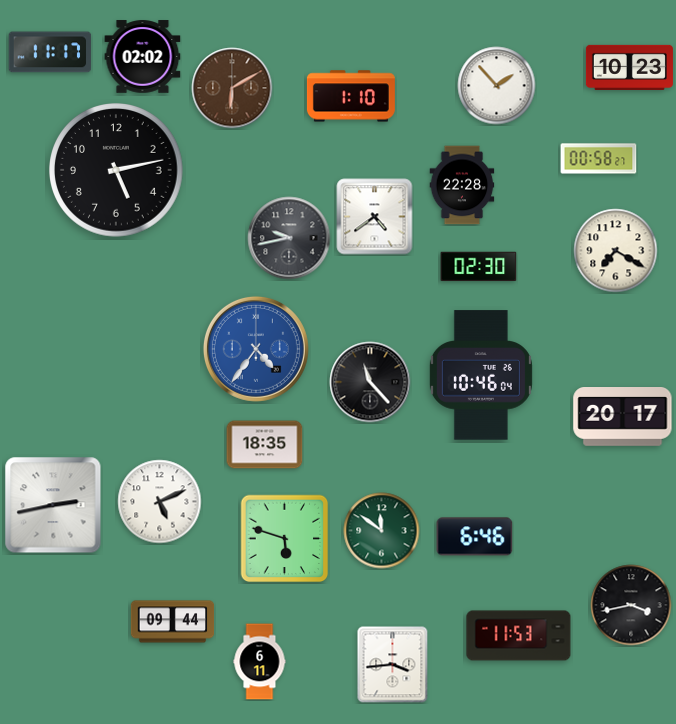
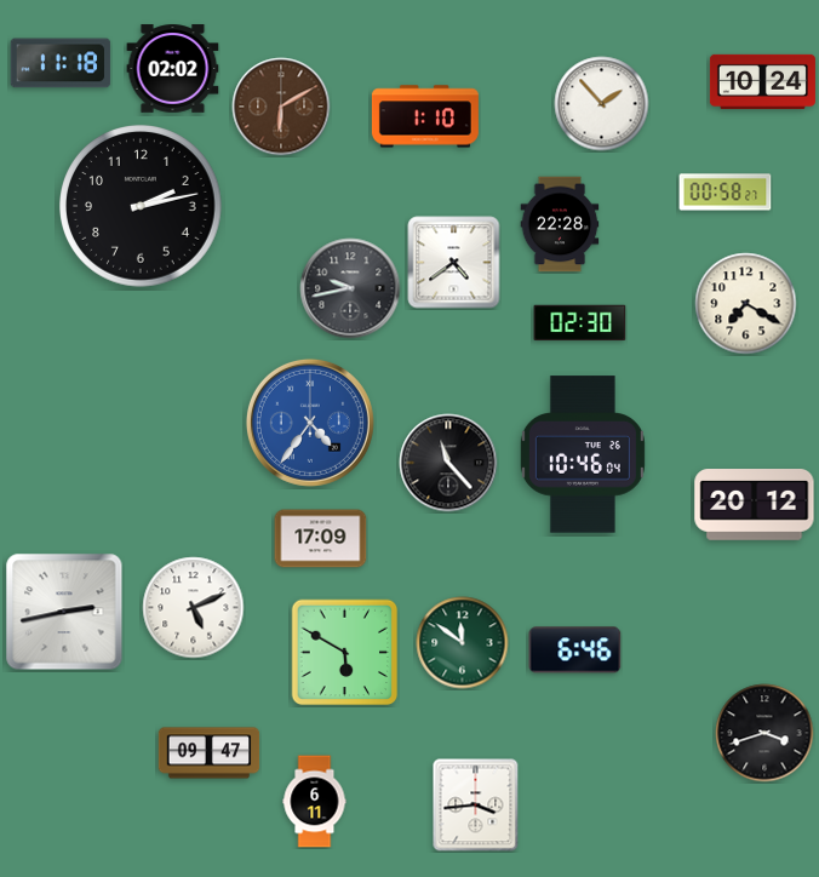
clock at (50, 52): 11:17 -> 11:18
clock at (629, 67): 10:23 -> 10:24
clock at (116, 170): 5:13 -> 2:13
clock at (623, 417): 20:17 -> 20:12
clock at (265, 445): 18:35 -> 17:09
clock at (285, 539): 5:48 -> 5:50
clock at (631, 605): 3:43 -> 3:42
clock at (173, 622): 09:44 -> 09:47
clock at (519, 636): 11:53 -> none
